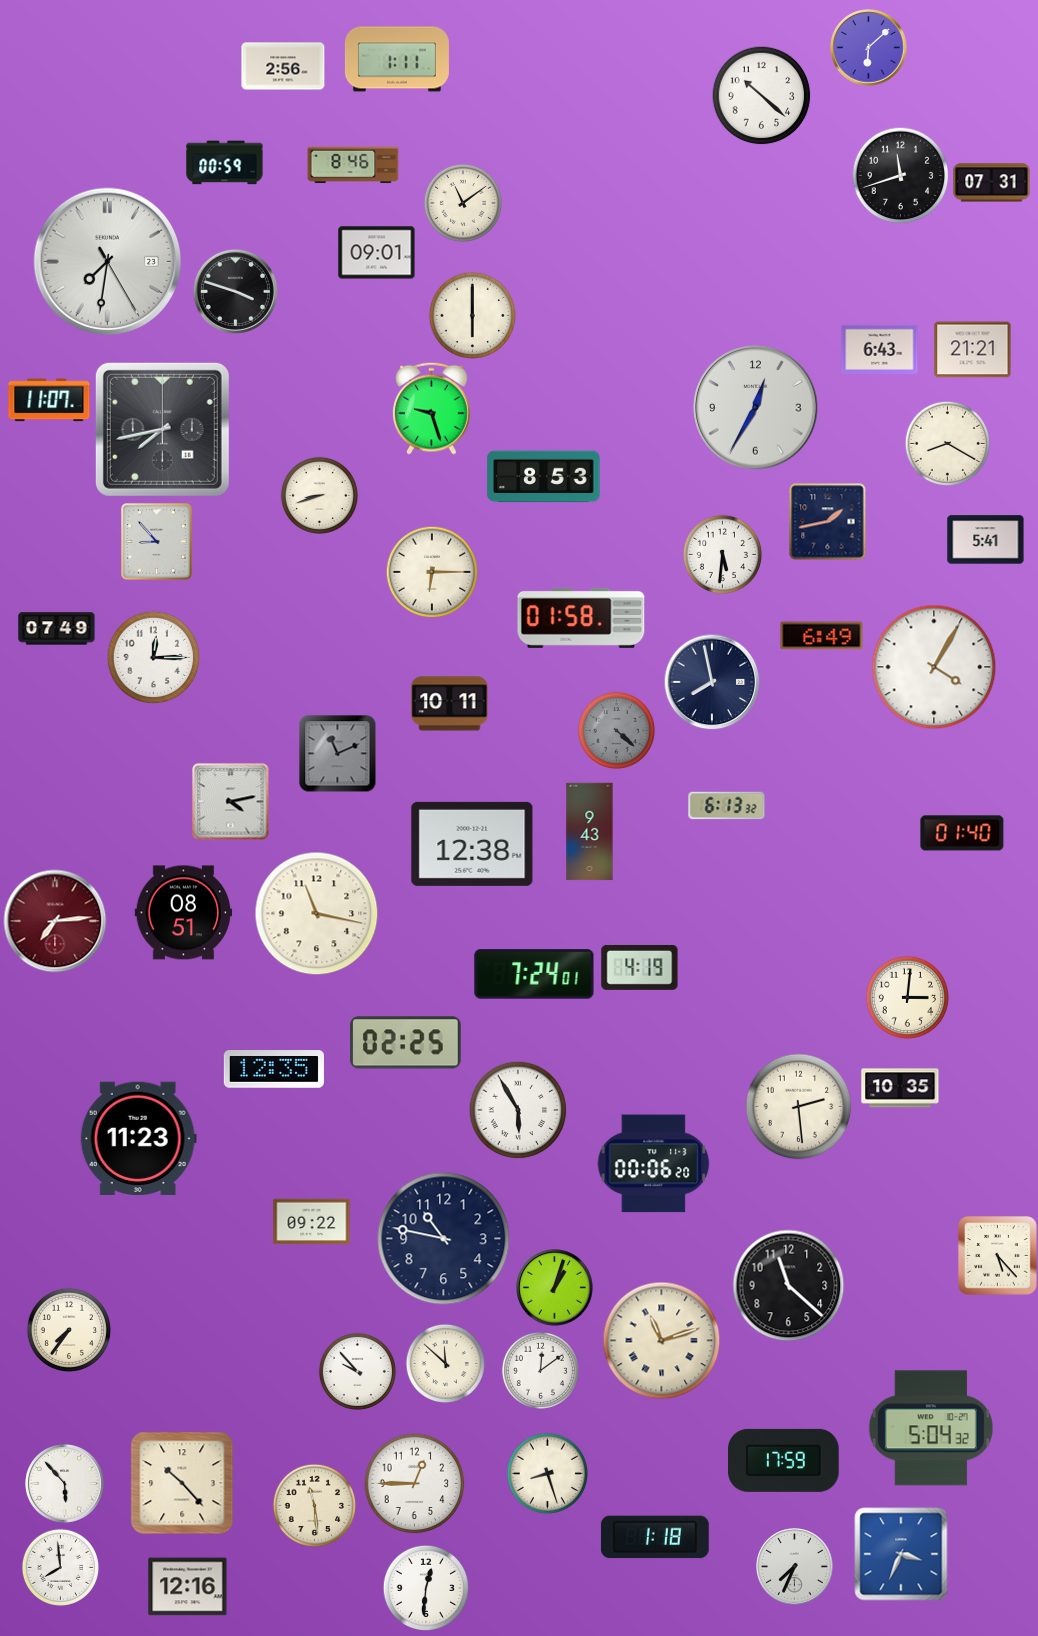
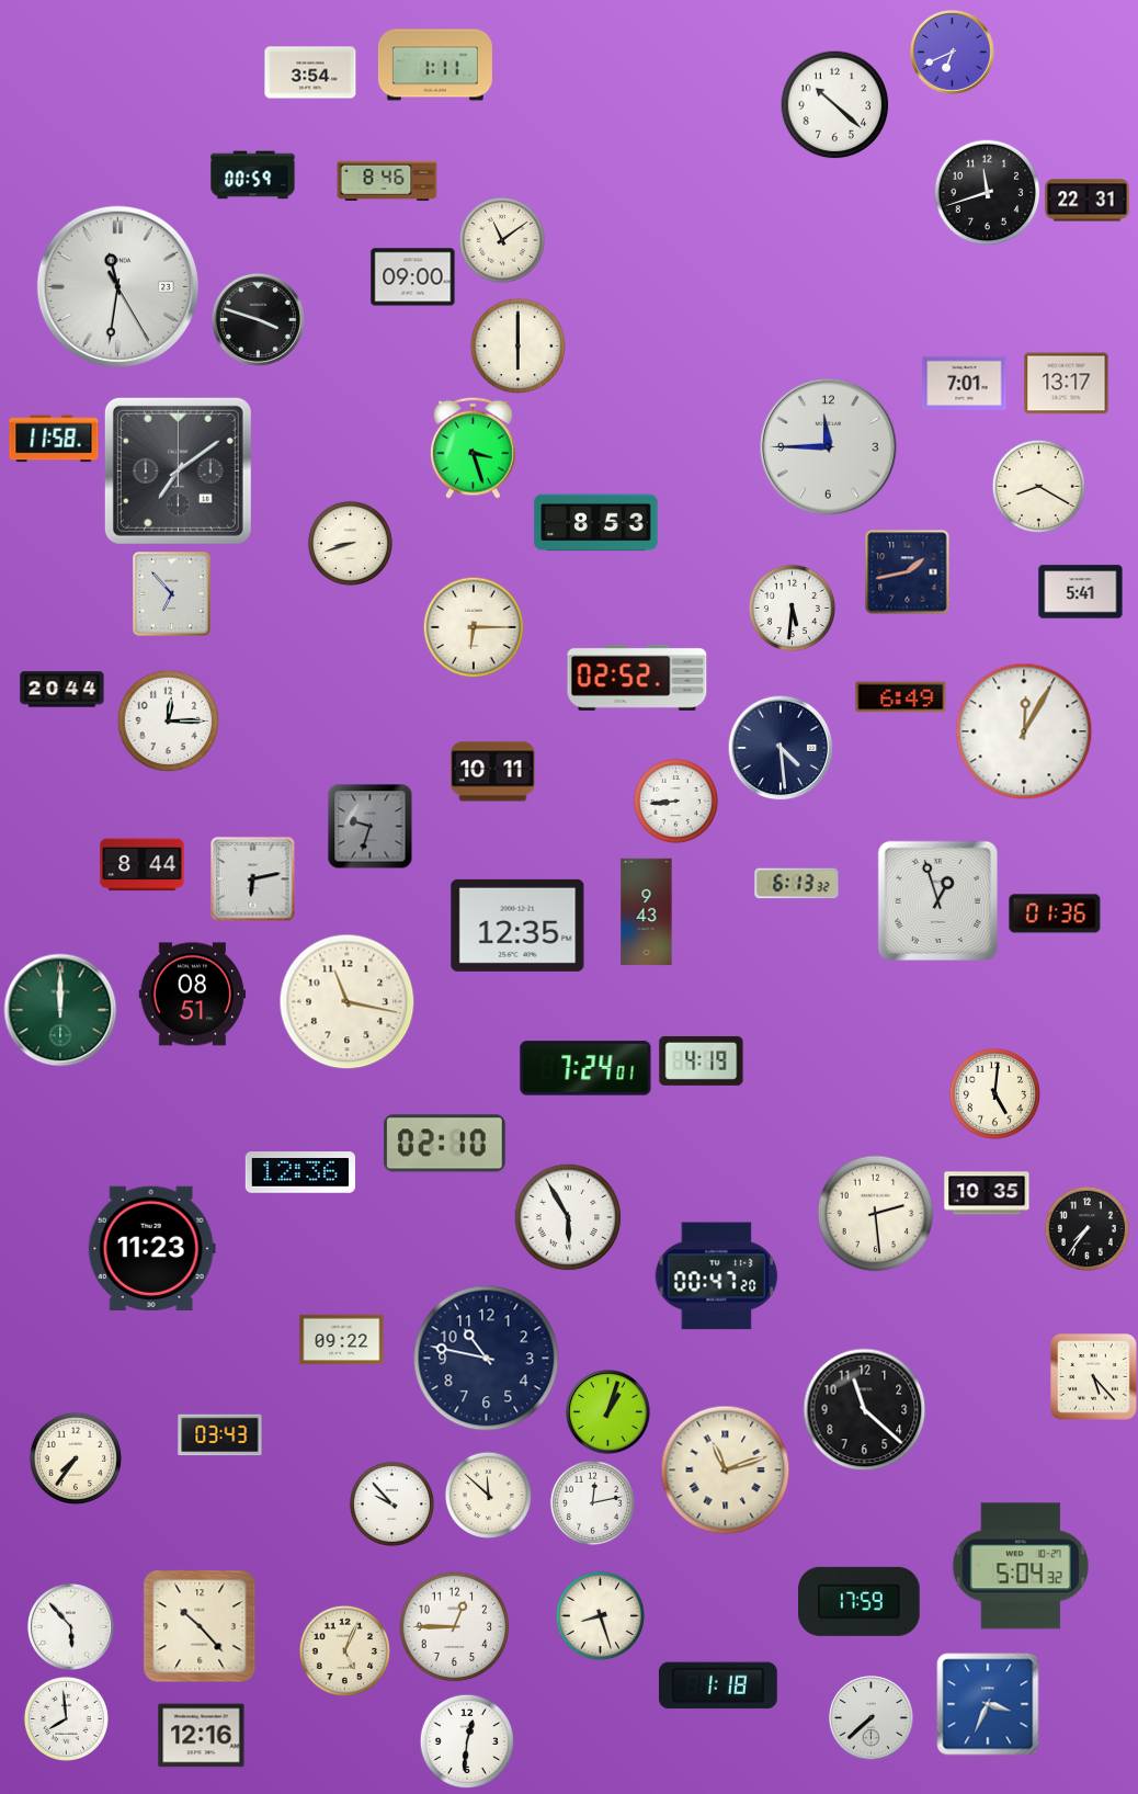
clock at (869, 48): 6:08 -> 6:41
clock at (283, 66): 2:56 -> 3:54
clock at (225, 163) position: (225, 163) -> (253, 175)
clock at (992, 183): 07:31 -> 22:31
clock at (463, 203) position: (463, 203) -> (502, 240)
clock at (377, 253): 09:01 -> 09:00
clock at (107, 261): 7:31 -> 11:31
clock at (880, 349): 6:43 -> 7:01
clock at (973, 350): 21:21 -> 13:17
clock at (49, 400): 11:07 -> 11:58
clock at (432, 408): 9:27 -> 3:27
clock at (756, 408): 12:35 -> 11:45
clock at (162, 429): 7:43 -> 7:09
clock at (157, 542): 8:53 -> 6:53
clock at (581, 618): 01:58 -> 02:52
clock at (57, 629): 07:49 -> 20:44
clock at (934, 667): 4:05 -> 12:05
clock at (712, 682): 7:58 -> 4:29
clock at (616, 730): 4:22 -> 8:44
clock at (616, 730) dial: grey -> white
clock at (337, 753): 11:11 -> 9:33
clock at (143, 865): none -> 8:44
clock at (231, 802): 4:13 -> 6:13
clock at (937, 900): none -> 12:57
clock at (962, 833): 01:40 -> 01:36
clock at (472, 844): 12:38 -> 12:35
clock at (184, 913) position: (184, 913) -> (193, 995)
clock at (55, 921): 7:14 -> 12:00
clock at (55, 921) dial: burgundy -> green
clock at (907, 997): 3:01 -> 5:01
clock at (406, 1043): 02:25 -> 02:10
clock at (274, 1069): 12:35 -> 12:36
clock at (1086, 1228): none -> 7:36
clock at (654, 1164): 00:06 -> 00:47
clock at (220, 1435): none -> 03:43
clock at (540, 1370): 12:09 -> 12:13
clock at (314, 1505): 11:29 -> 5:04
clock at (795, 1567): 7:34 -> 7:38
clock at (188, 1587) position: (188, 1587) -> (202, 1736)
